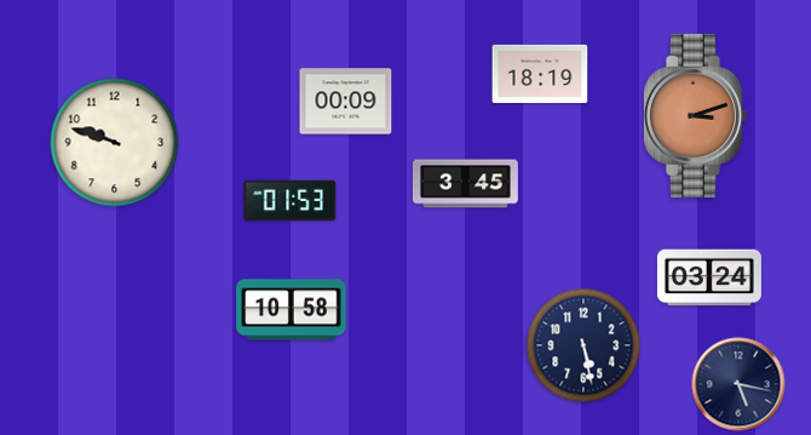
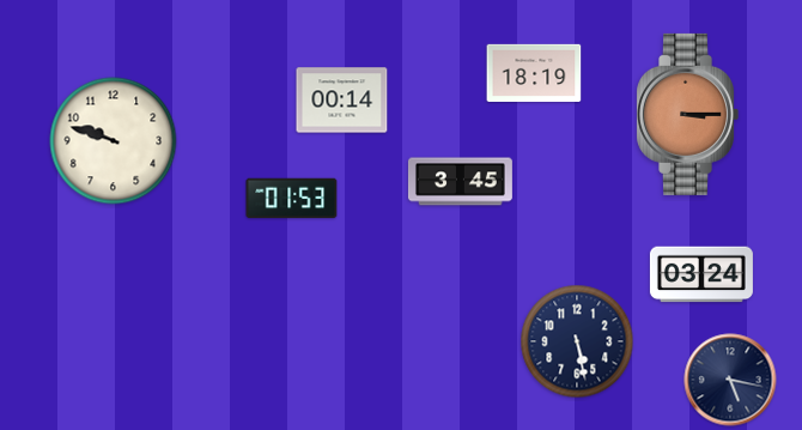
clock at (346, 102): 00:09 -> 00:14
clock at (695, 115): 3:12 -> 3:15
clock at (291, 201) position: (291, 201) -> (292, 199)
clock at (292, 310): 10:58 -> none
